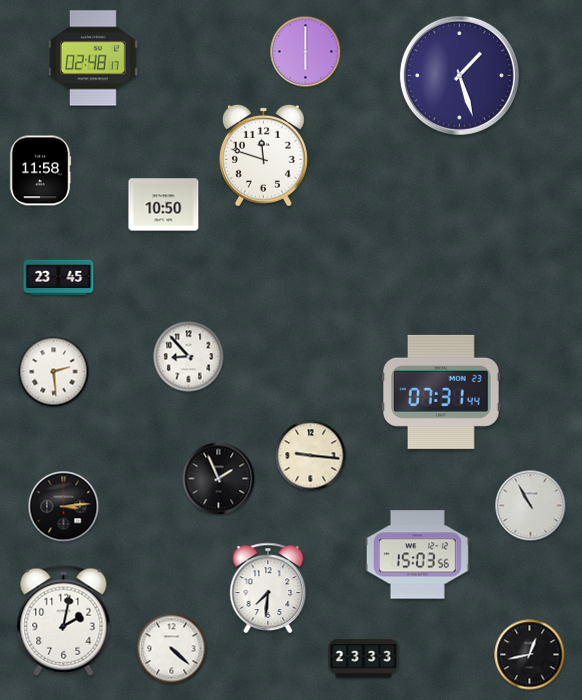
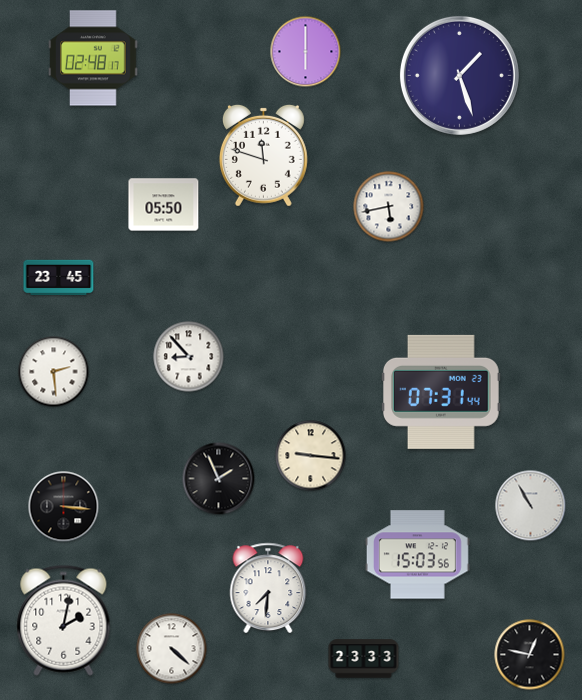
clock at (40, 171): 11:58 -> none
clock at (164, 205): 10:50 -> 05:50
clock at (389, 207): none -> 5:43
clock at (64, 507): 3:14 -> 3:16
clock at (530, 655): 12:43 -> 12:47
